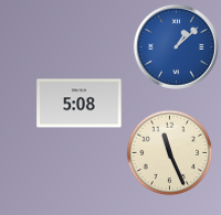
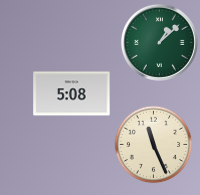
clock at (176, 46) dial: blue -> green
clock at (169, 152) position: (169, 152) -> (153, 144)
